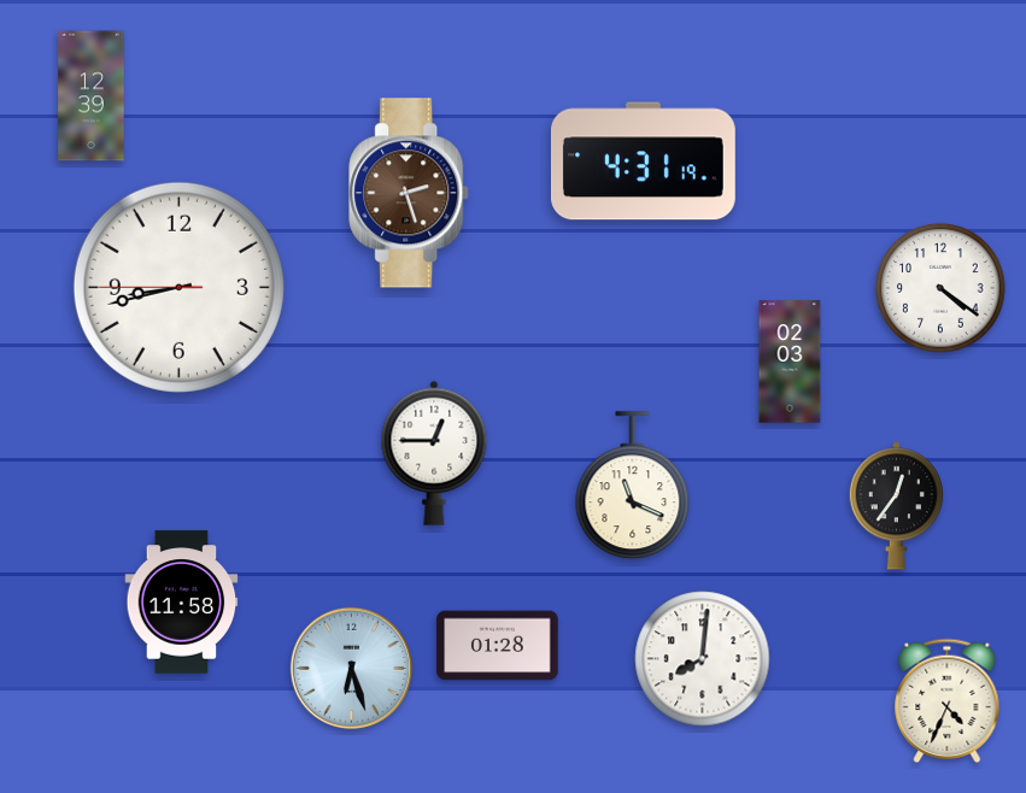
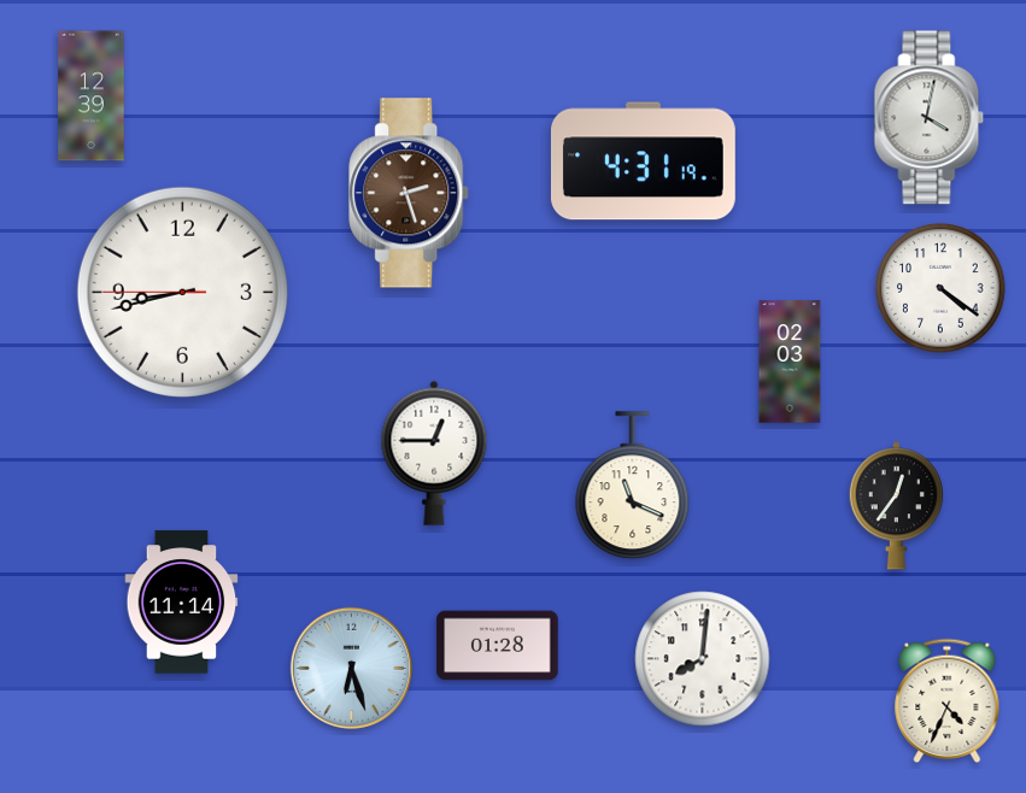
clock at (930, 118): none -> 4:02
clock at (178, 287) position: (178, 287) -> (182, 292)
clock at (182, 603): 11:58 -> 11:14
